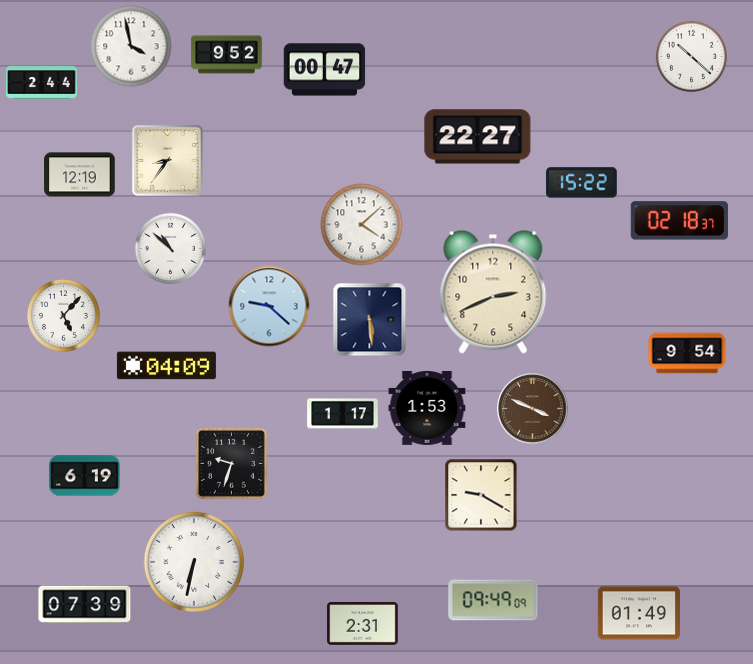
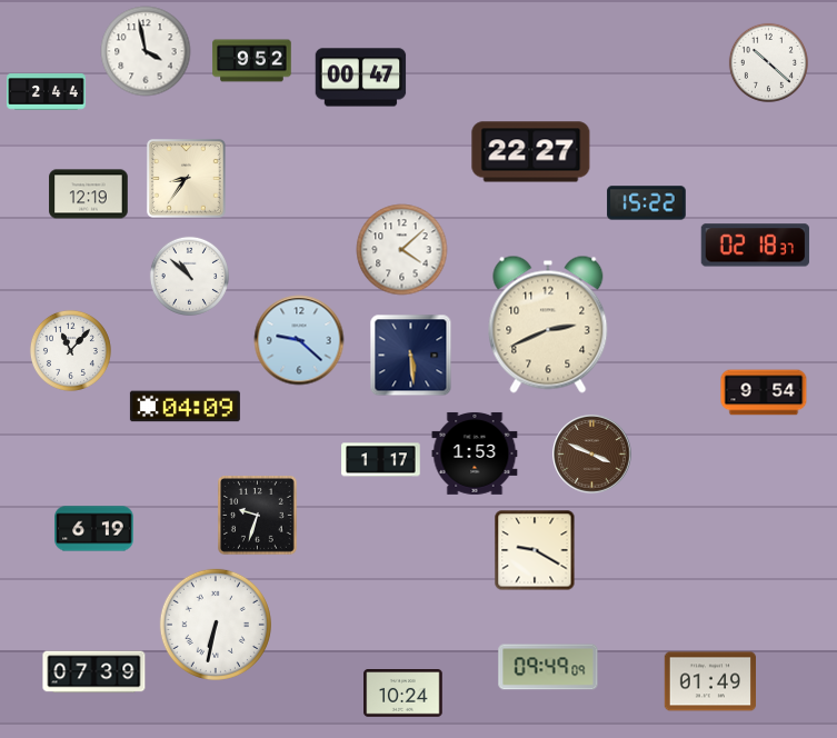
clock at (63, 315): 5:07 -> 11:07
clock at (363, 624): 2:31 -> 10:24
